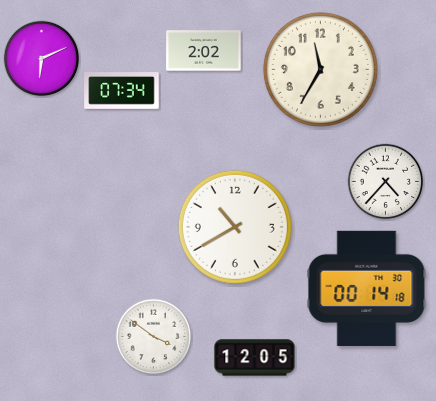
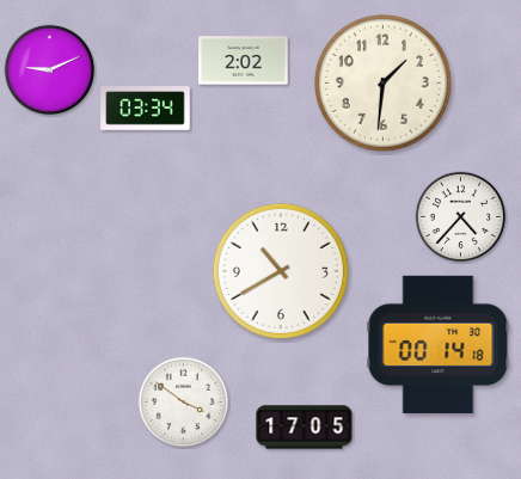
clock at (42, 59): 6:11 -> 9:11
clock at (320, 69): 11:35 -> 1:31
clock at (122, 91): 07:34 -> 03:34
clock at (255, 358): 12:05 -> 17:05
